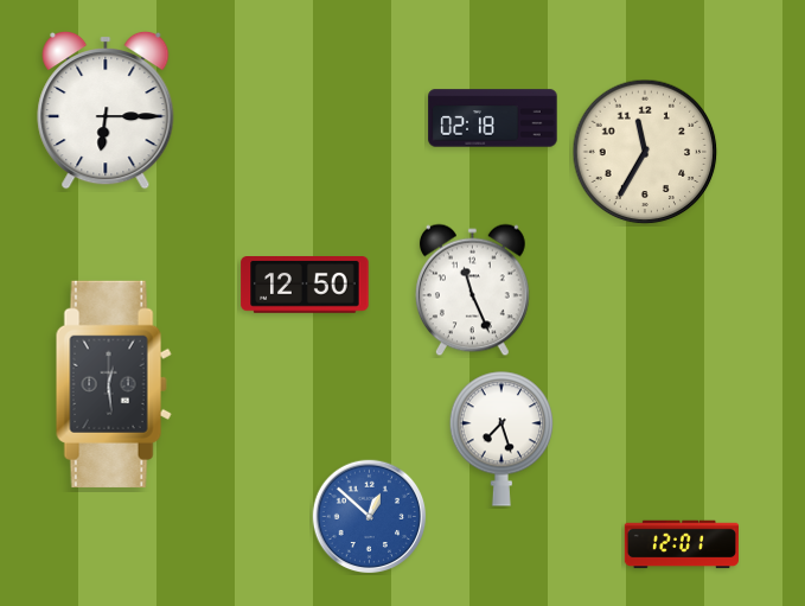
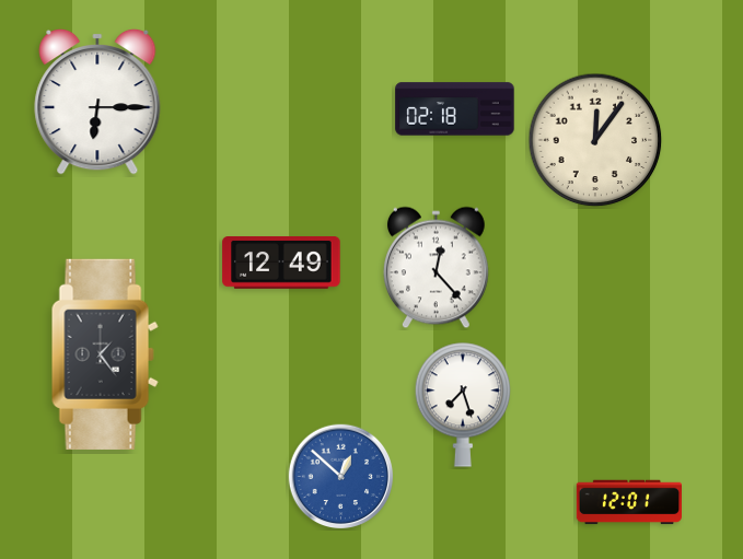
clock at (645, 152): 11:35 -> 12:06
clock at (305, 286): 12:50 -> 12:49
clock at (473, 291): 11:26 -> 12:23
clock at (114, 384): 12:29 -> 1:24
